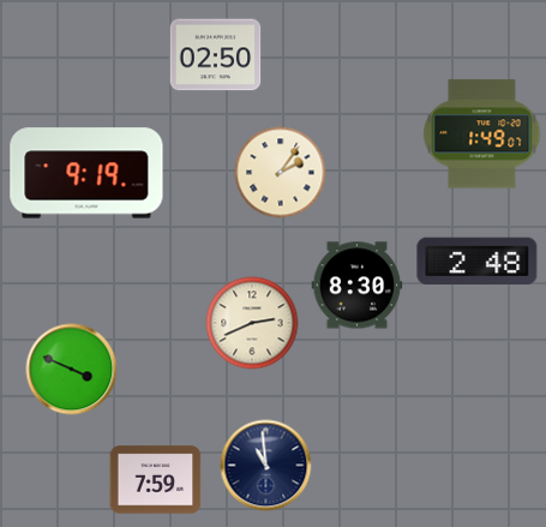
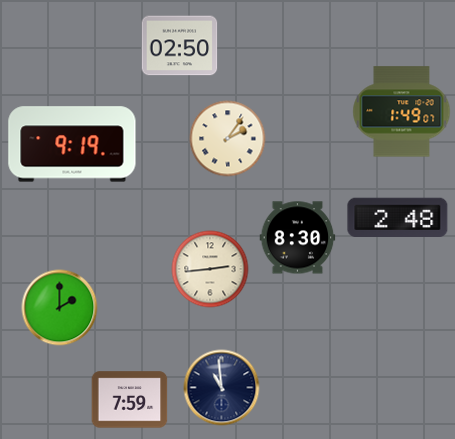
clock at (281, 173) position: (281, 173) -> (228, 139)
clock at (252, 323): 2:41 -> 2:44
clock at (72, 370): 3:49 -> 2:00
